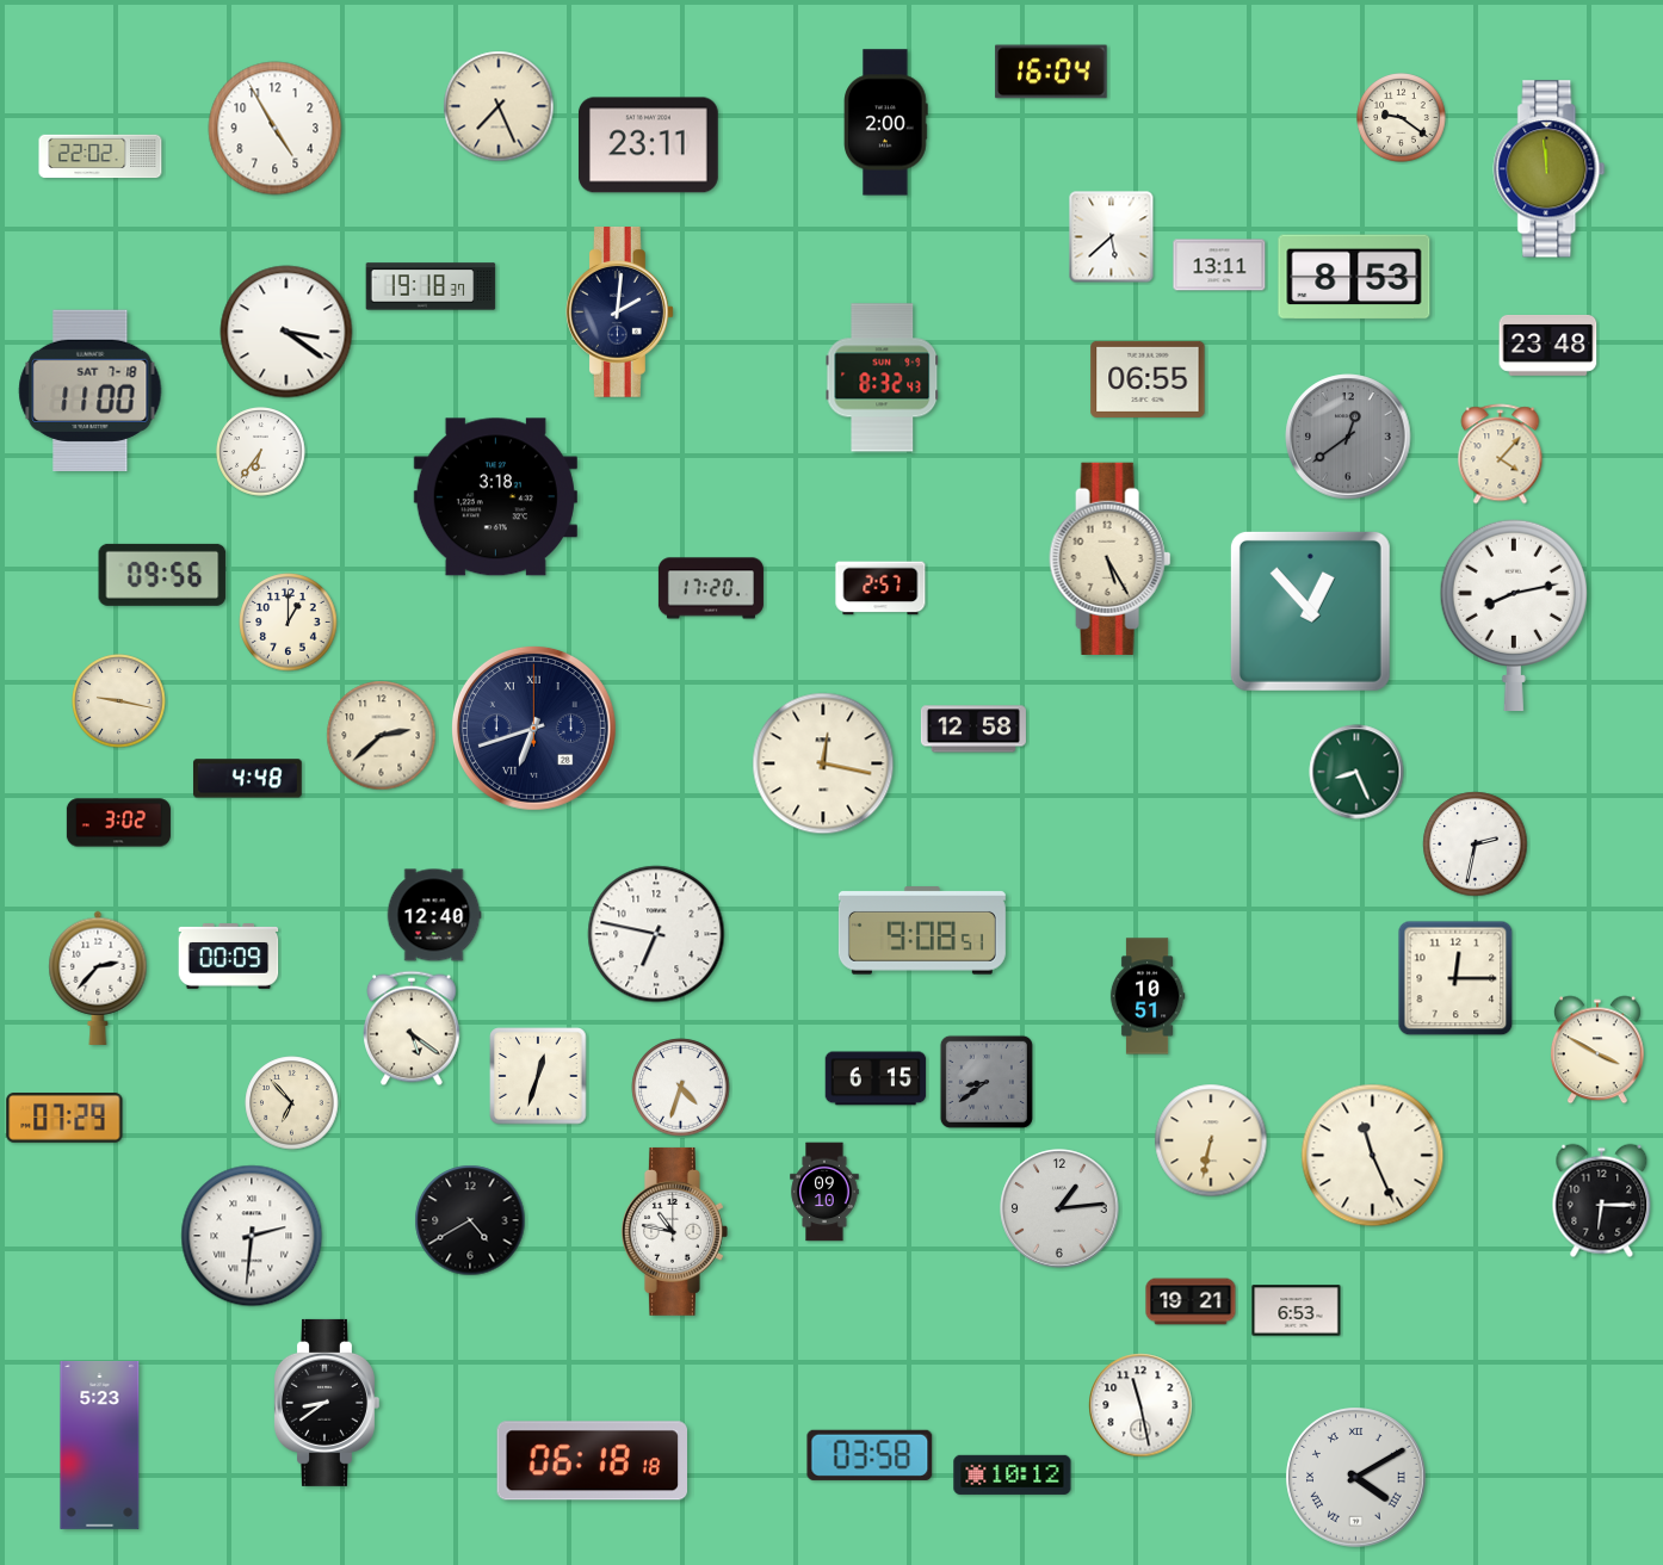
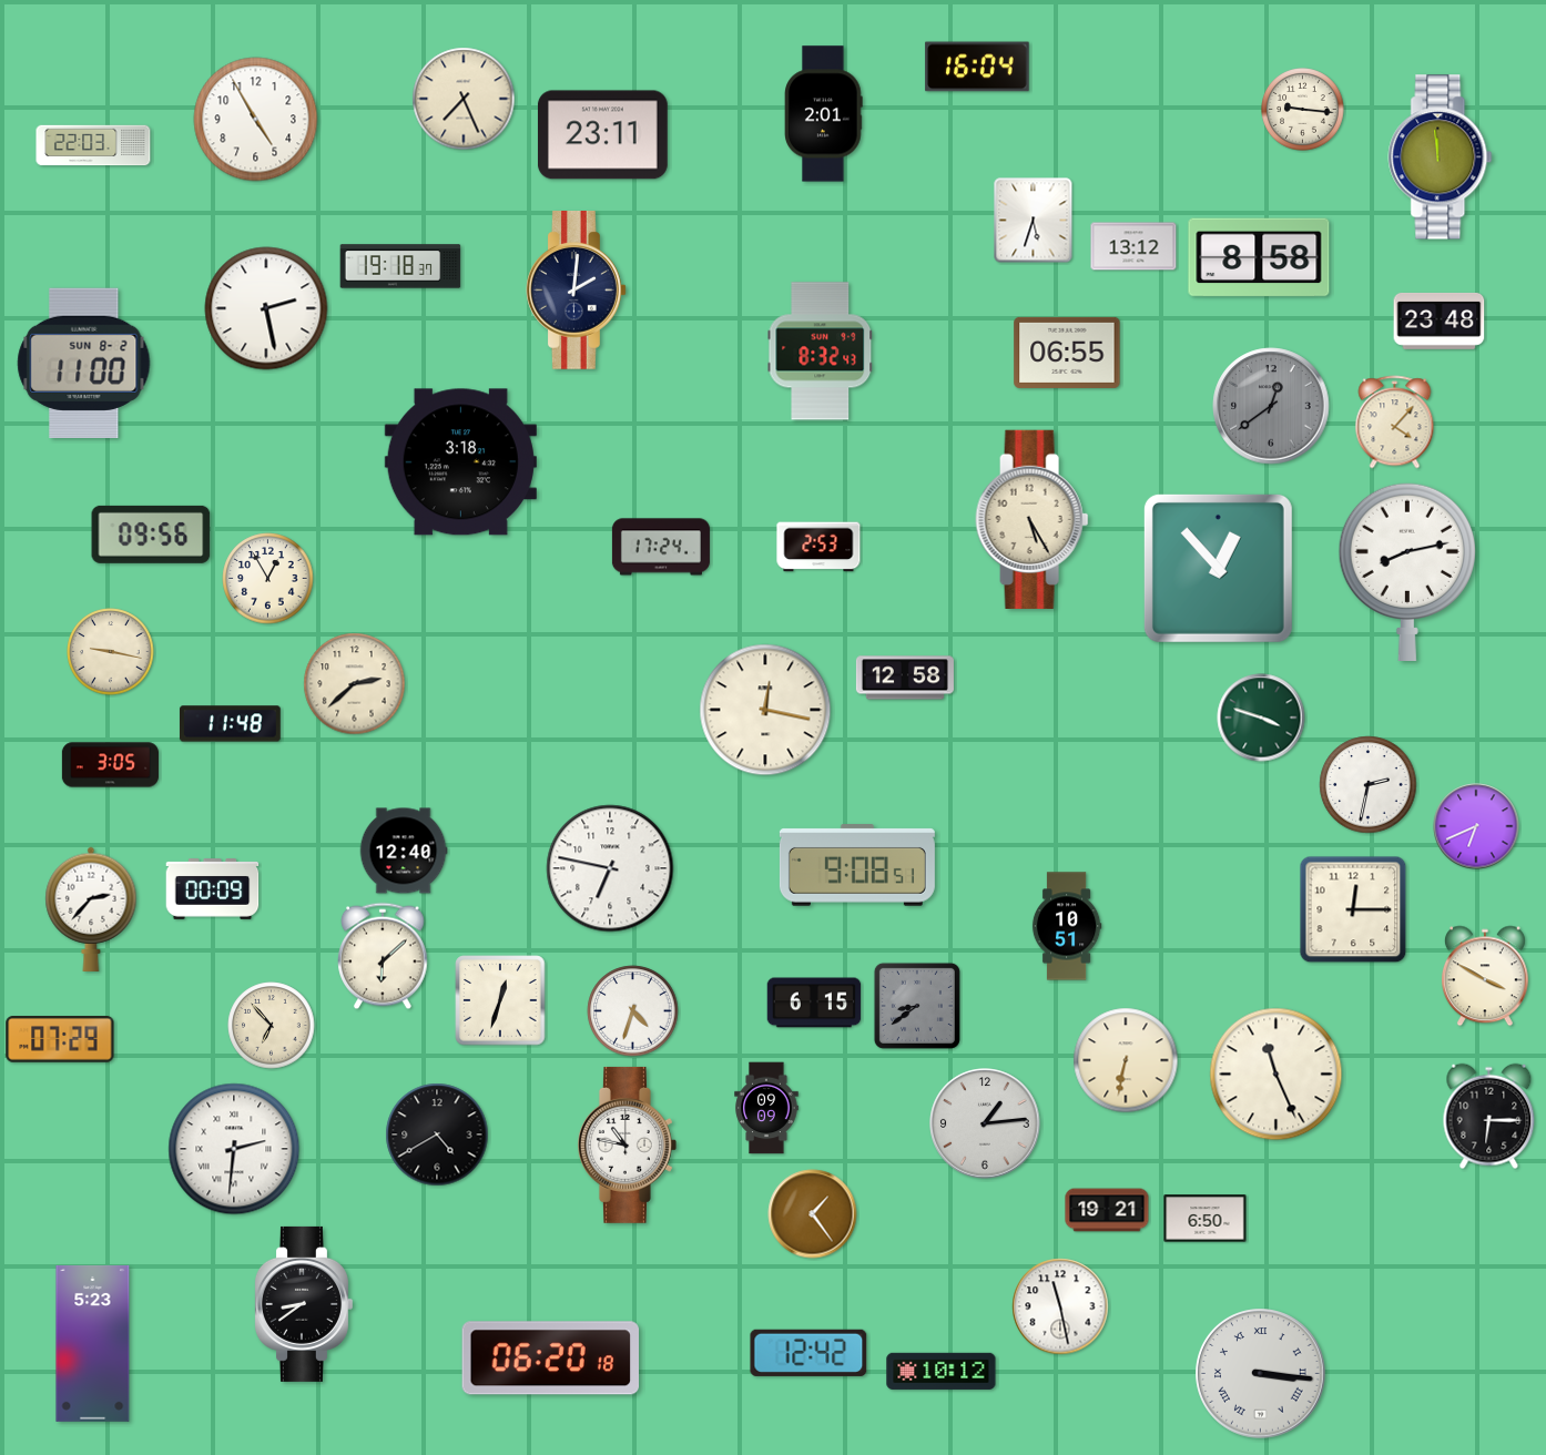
clock at (1402, 118): 9:21 -> 9:16
clock at (886, 123): 2:00 -> 2:01
clock at (100, 156): 22:02 -> 22:03
clock at (1112, 237): 5:38 -> 5:33
clock at (1219, 265): 13:11 -> 13:12
clock at (1354, 277): 8:53 -> 8:58
clock at (286, 332): 3:21 -> 2:28
clock at (91, 390) date: SAT 7-18 -> SUN 8-2
clock at (1348, 437) position: (1348, 437) -> (1271, 406)
clock at (261, 452): 6:36 -> none
clock at (711, 588): 17:20 -> 17:24
clock at (880, 588): 2:57 -> 2:53
clock at (289, 623): 1:00 -> 12:55
clock at (533, 728): 6:42 -> none
clock at (1356, 772): 8:26 -> 3:48
clock at (247, 779): 4:48 -> 11:48
clock at (118, 823): 3:02 -> 3:05
clock at (1476, 845) position: (1476, 845) -> (1369, 785)
clock at (1476, 826): none -> 6:41
clock at (412, 1028): 5:21 -> 6:08
clock at (824, 1192): 09:10 -> 09:09
clock at (813, 1214): none -> 1:24
clock at (1297, 1311): 6:53 -> 6:50
clock at (870, 1455): 03:58 -> 12:42
clock at (592, 1461): 06:18 -> 06:20
clock at (1356, 1478): 4:10 -> 3:16
